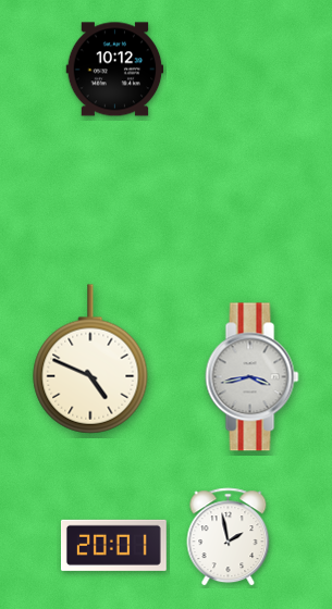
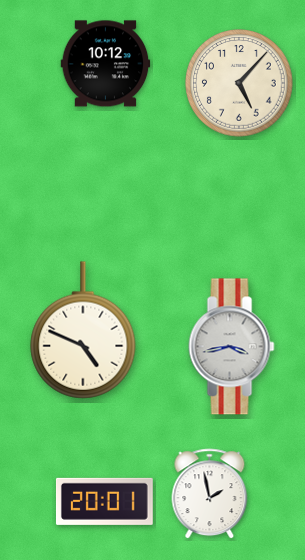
clock at (239, 83): none -> 5:07
